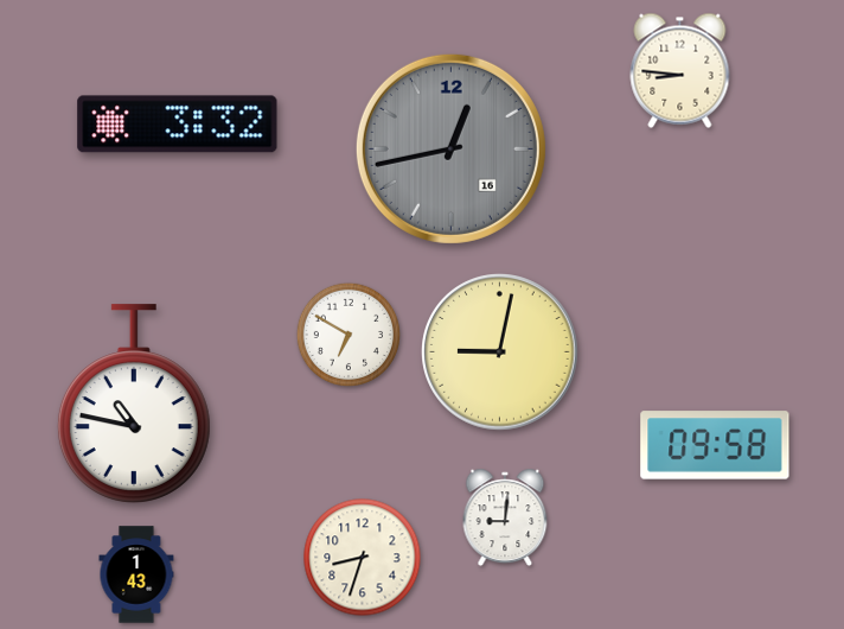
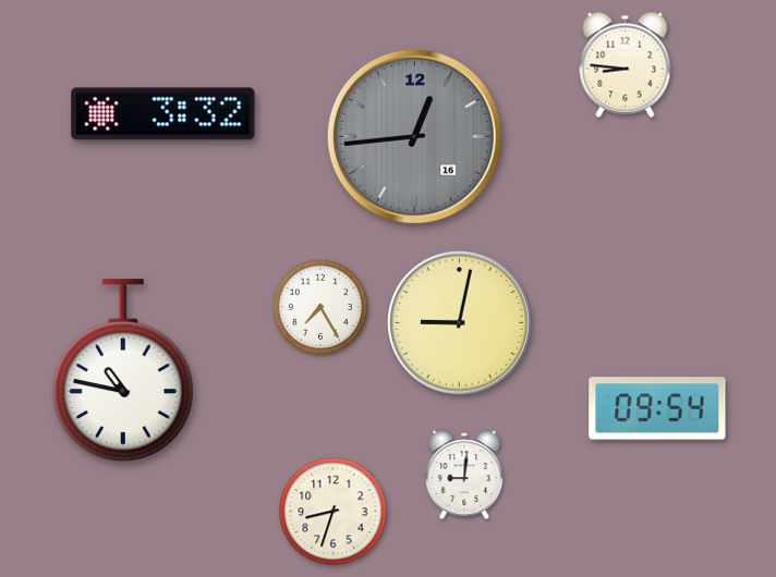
clock at (450, 148): 12:43 -> 12:44
clock at (347, 333): 6:50 -> 7:25
clock at (715, 445): 09:58 -> 09:54
clock at (136, 574): 1:43 -> none
